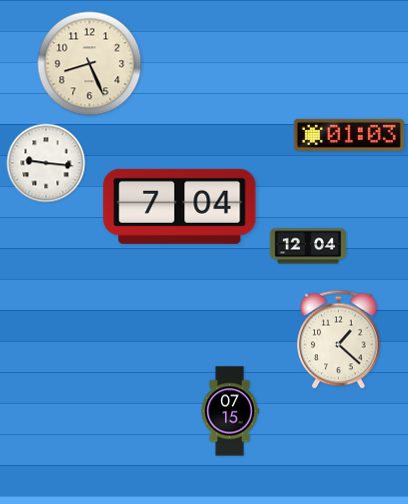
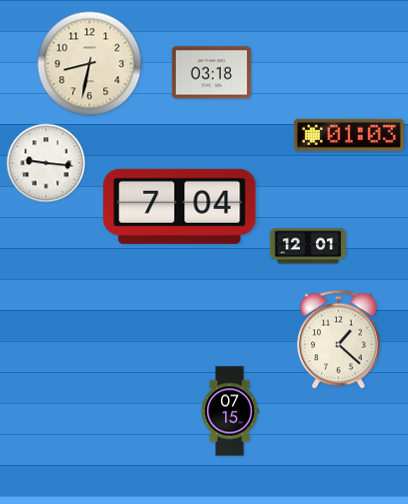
clock at (90, 64): 8:26 -> 8:32
clock at (211, 73): none -> 03:18
clock at (307, 246): 12:04 -> 12:01
